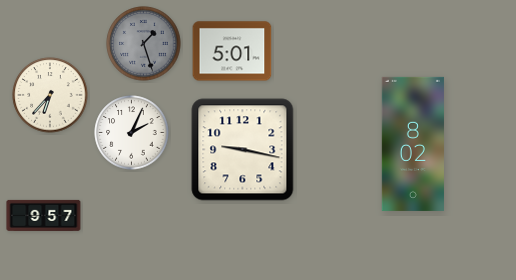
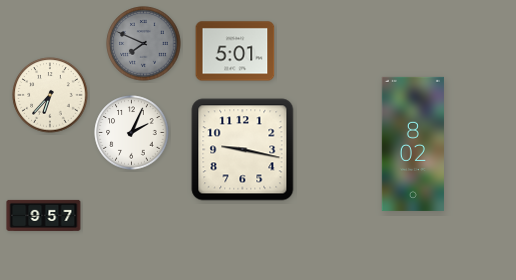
clock at (144, 44): 1:27 -> 7:49
clock at (232, 51) position: (232, 51) -> (235, 51)
